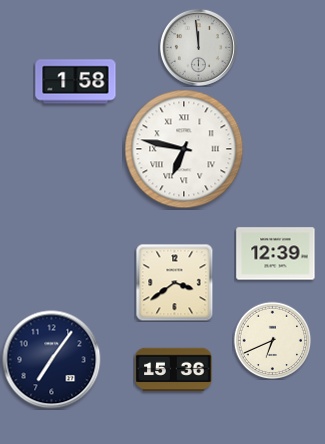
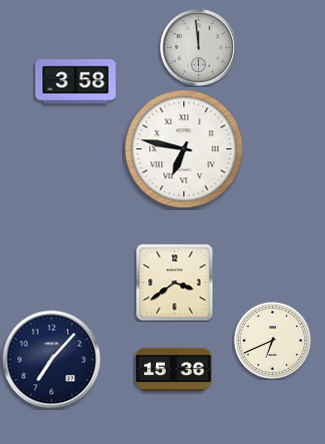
clock at (76, 82): 1:58 -> 3:58
clock at (276, 254): 12:39 -> none
clock at (52, 360): 7:06 -> 7:07
